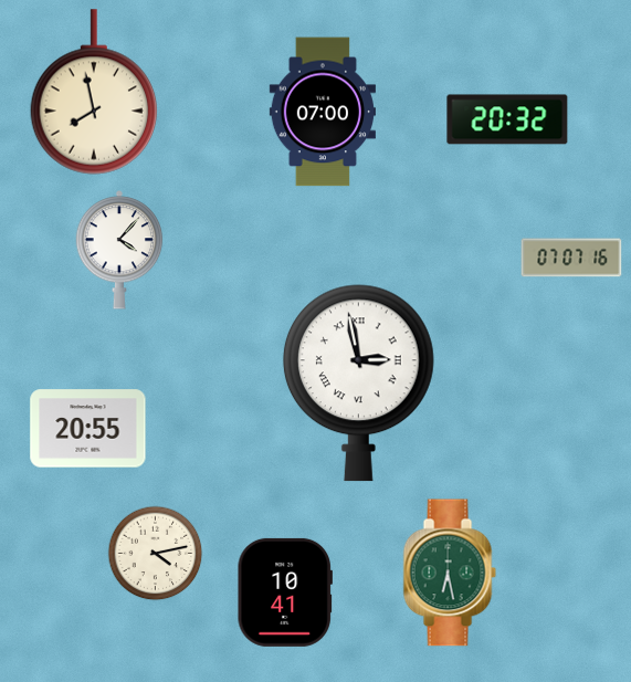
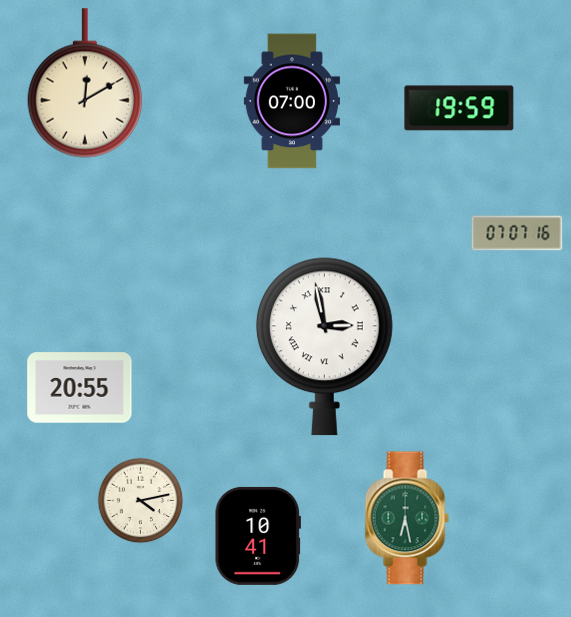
clock at (94, 92): 7:58 -> 12:10
clock at (507, 119): 20:32 -> 19:59
clock at (119, 250): 4:07 -> none
